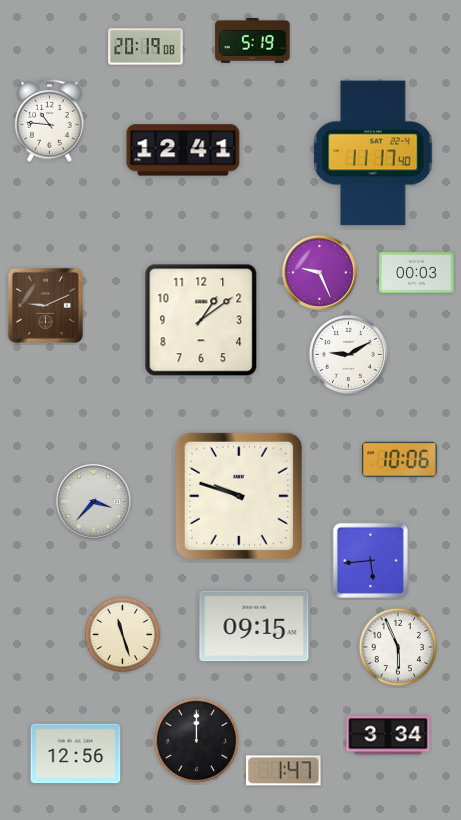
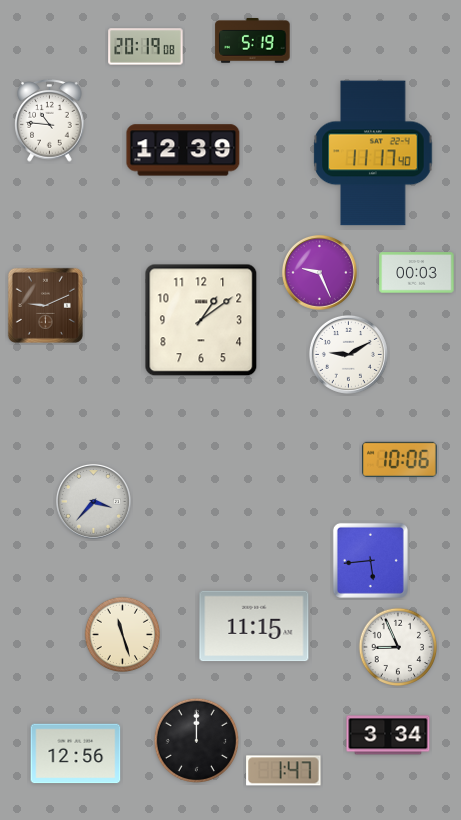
clock at (183, 150): 12:41 -> 12:39
clock at (239, 496): 9:48 -> none
clock at (254, 626): 09:15 -> 11:15
clock at (398, 647): 5:56 -> 8:56
